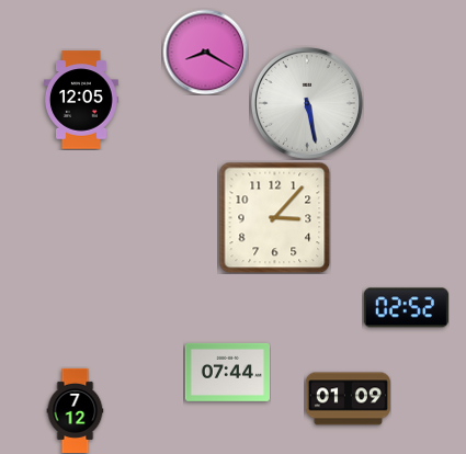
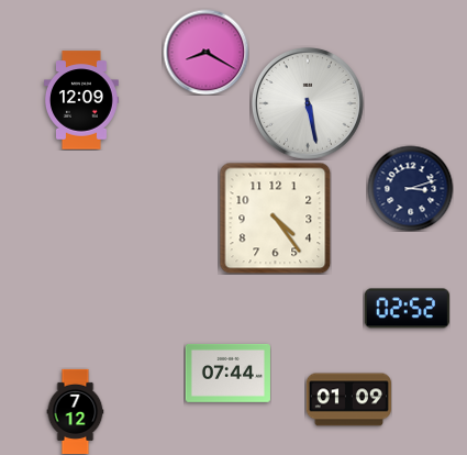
clock at (81, 100): 12:05 -> 12:09
clock at (410, 188): none -> 3:12
clock at (274, 217): 3:07 -> 4:24
